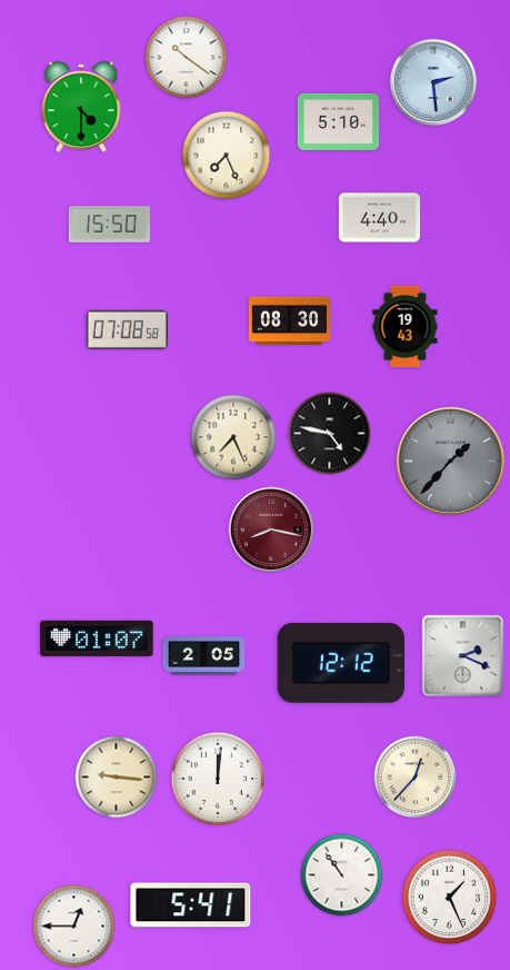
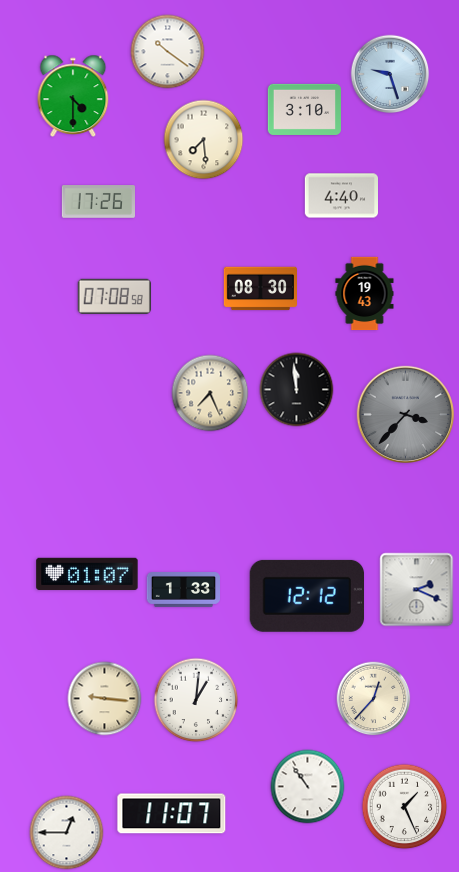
clock at (433, 82): 2:29 -> 9:27
clock at (338, 121): 5:10 -> 3:10
clock at (227, 156): 7:26 -> 7:29
clock at (109, 225): 15:50 -> 17:26
clock at (330, 434): 4:47 -> 11:59
clock at (450, 461): 1:37 -> 3:37
clock at (271, 529): 8:17 -> none
clock at (204, 656): 2:05 -> 1:33
clock at (218, 779): 12:01 -> 1:01
clock at (191, 905): 5:41 -> 11:07
